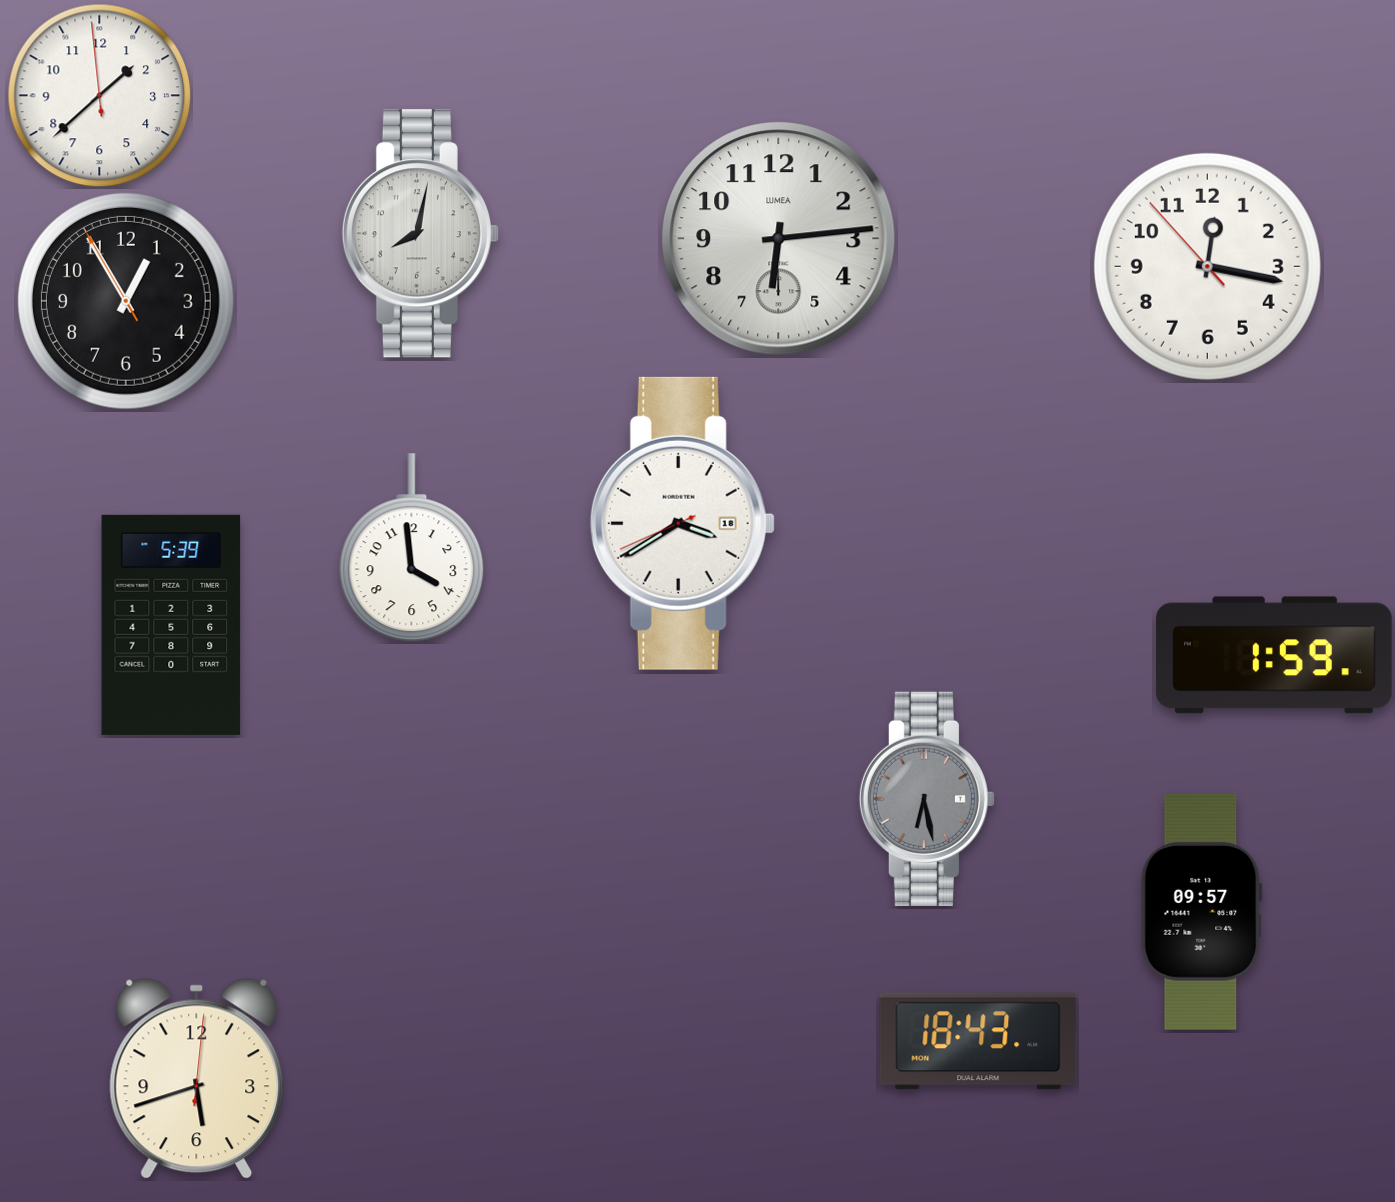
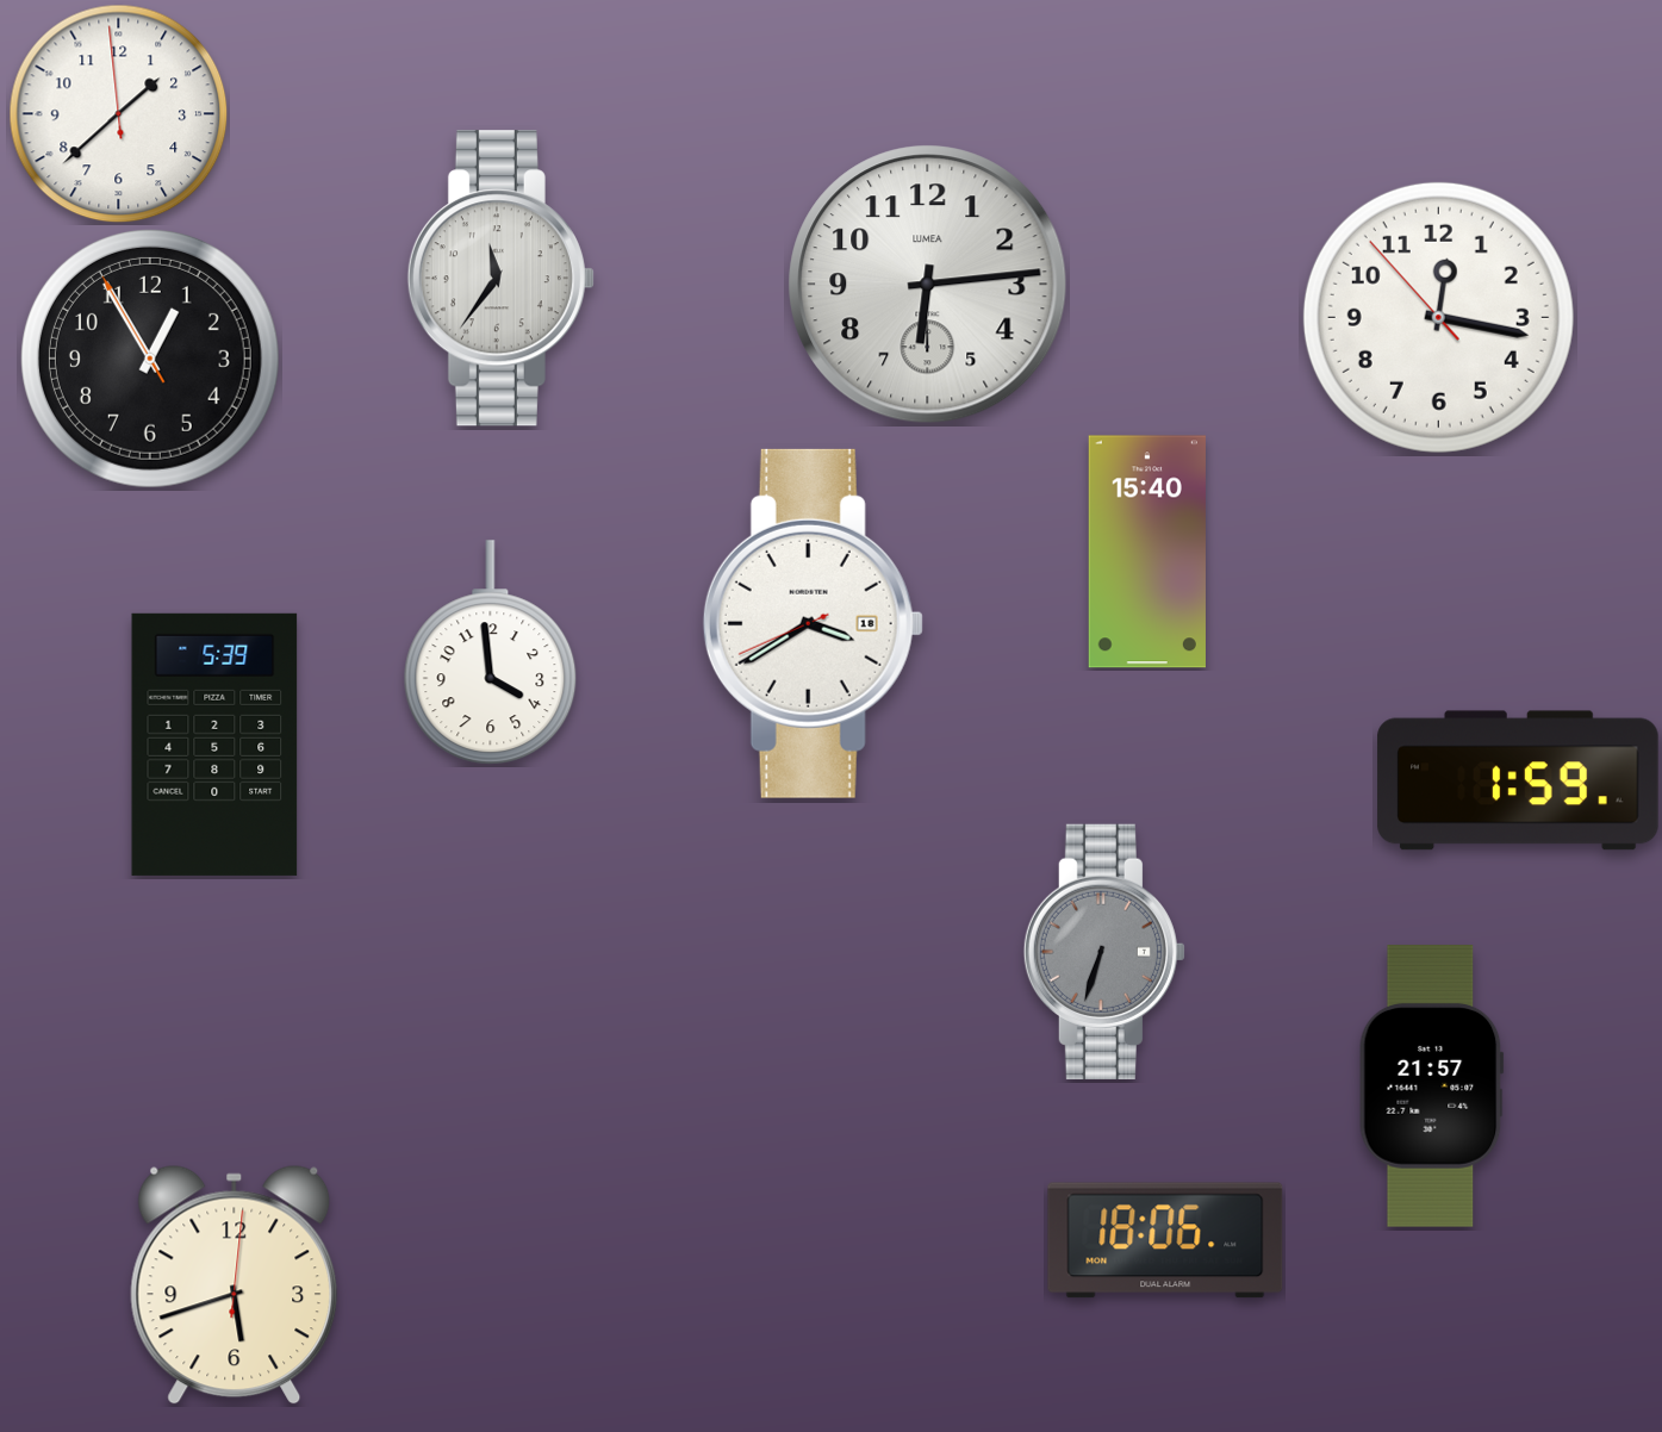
clock at (420, 234): 8:02 -> 11:36
clock at (1147, 552): none -> 15:40
clock at (171, 625) position: (171, 625) -> (214, 745)
clock at (927, 799): 6:28 -> 6:33
clock at (1201, 912): 09:57 -> 21:57
clock at (978, 1041): 18:43 -> 18:06
